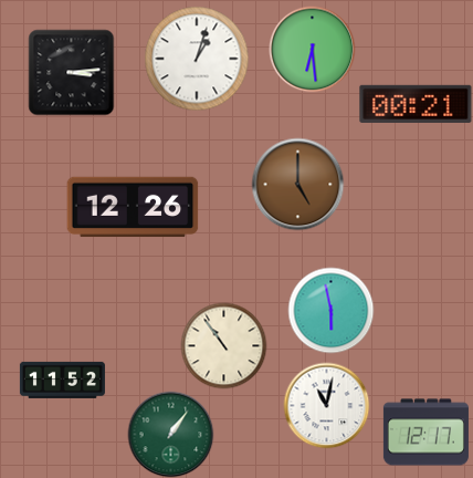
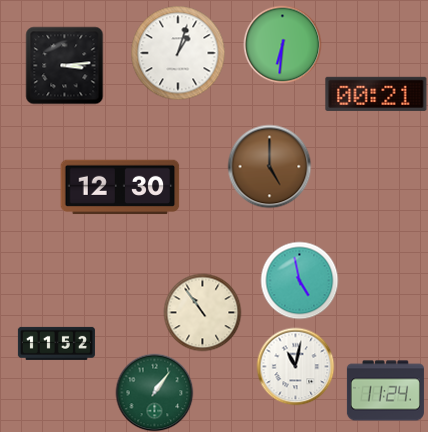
clock at (312, 49): 6:29 -> 6:31
clock at (133, 207): 12:26 -> 12:30
clock at (330, 310): 5:58 -> 4:58
clock at (425, 433): 12:17 -> 11:24
